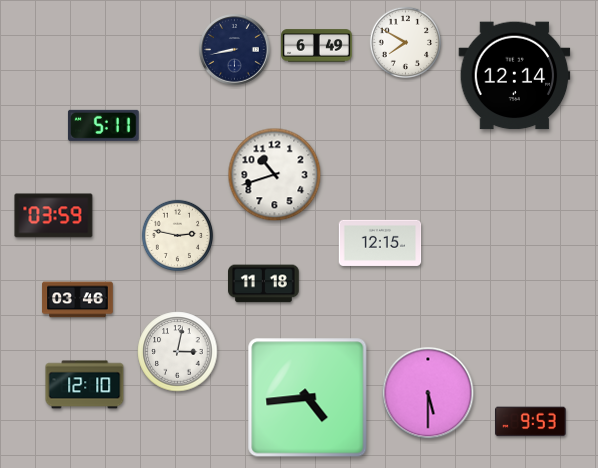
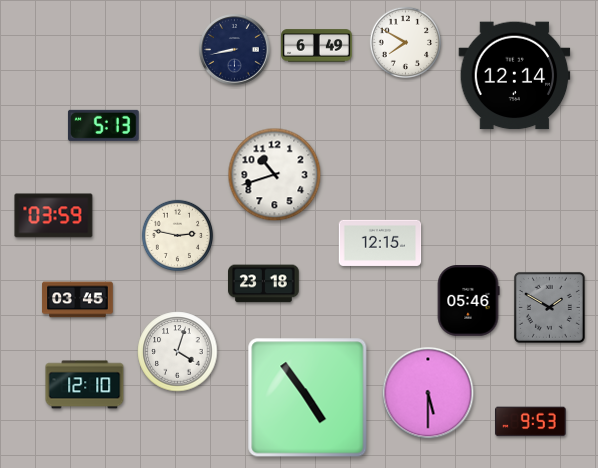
clock at (104, 125): 5:11 -> 5:13
clock at (264, 284): 11:18 -> 23:18
clock at (78, 300): 03:46 -> 03:45
clock at (468, 301): none -> 05:46
clock at (549, 307): none -> 1:50
clock at (178, 352): 3:02 -> 4:03
clock at (308, 398): 4:44 -> 4:54
